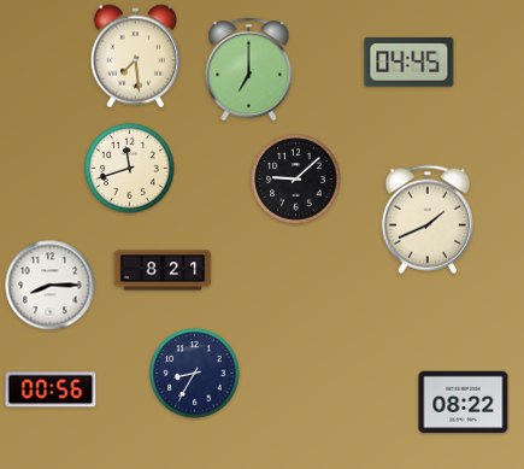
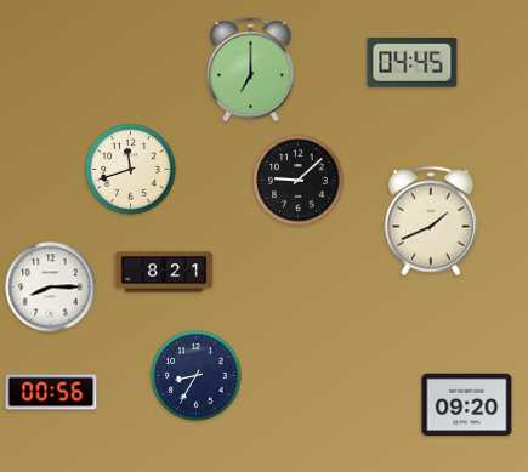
clock at (135, 57): 7:29 -> none
clock at (464, 403): 08:22 -> 09:20
